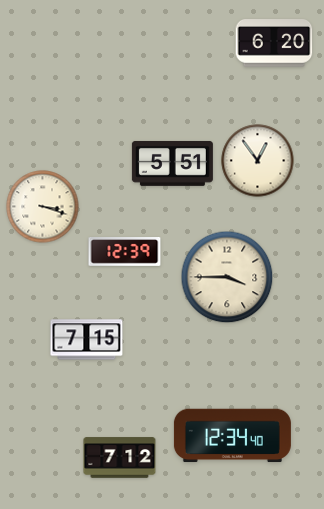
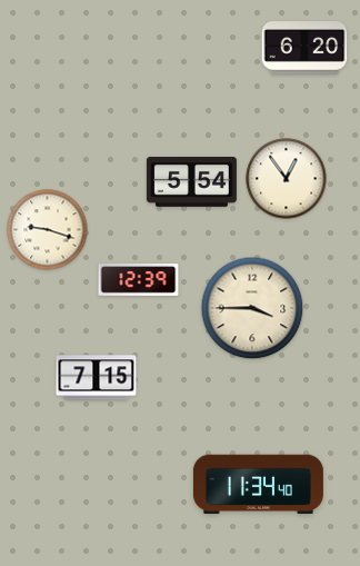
clock at (172, 163): 5:51 -> 5:54
clock at (43, 207): 3:18 -> 9:18
clock at (232, 436): 12:34 -> 11:34
clock at (120, 458): 7:12 -> none
